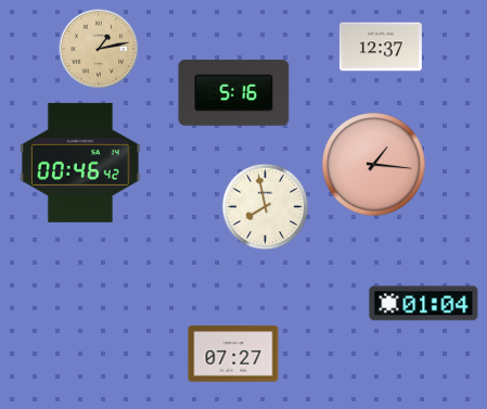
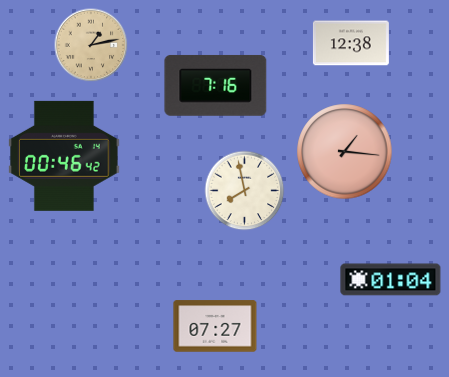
clock at (381, 47): 12:37 -> 12:38
clock at (234, 93): 5:16 -> 7:16
clock at (80, 163) position: (80, 163) -> (64, 156)
